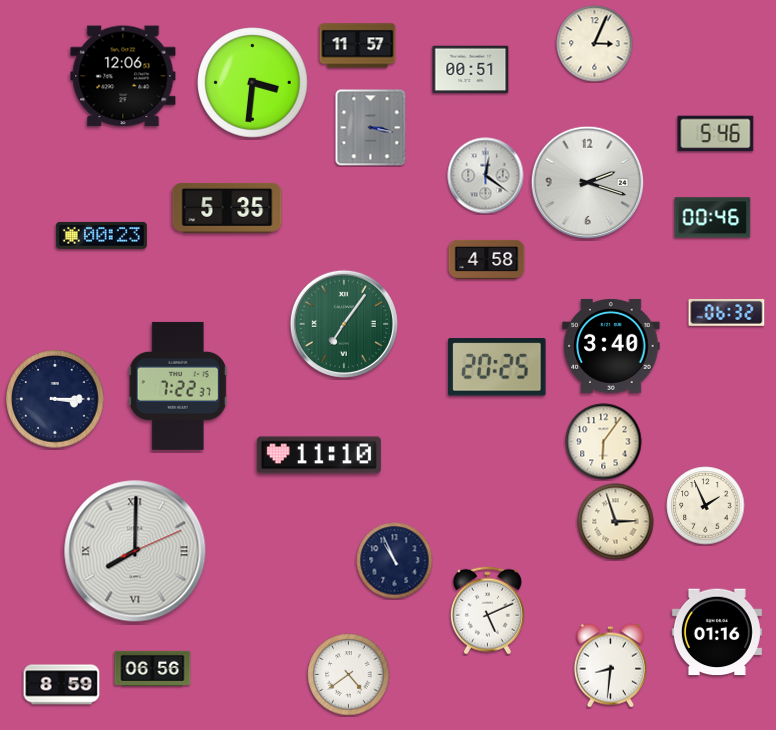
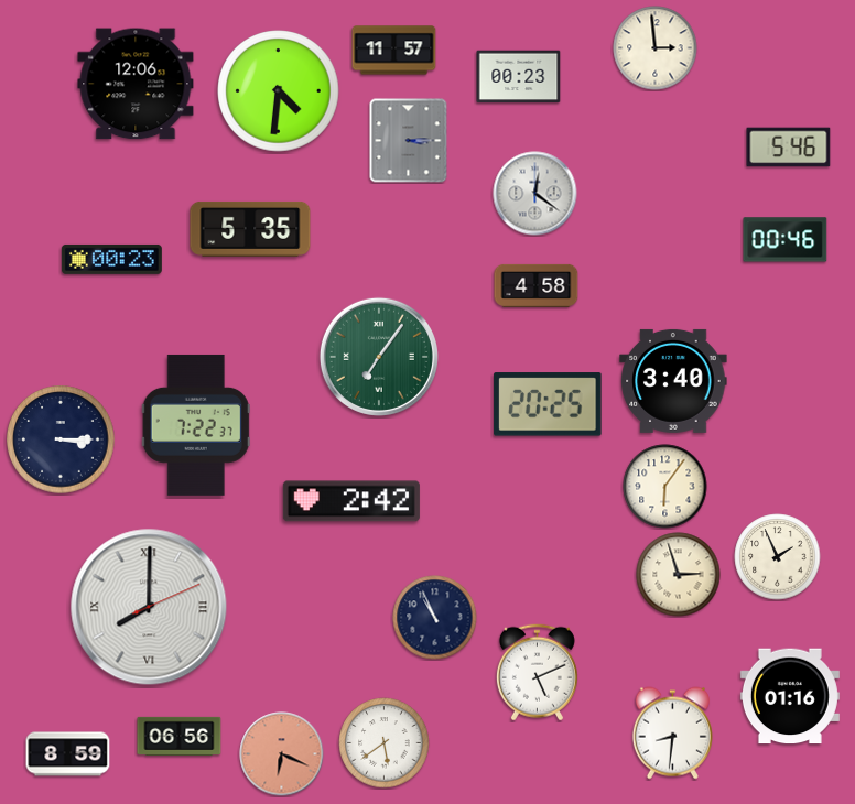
clock at (595, 44): 3:04 -> 2:59
clock at (471, 70): 00:51 -> 00:23
clock at (253, 83): 3:31 -> 4:31
clock at (371, 128): 3:17 -> 3:15
clock at (587, 182): 2:18 -> none
clock at (727, 312): 06:32 -> none
clock at (319, 455): 11:10 -> 2:42
clock at (153, 668) position: (153, 668) -> (180, 736)
clock at (349, 675): 4:39 -> 5:39
clock at (282, 754): none -> 6:19
